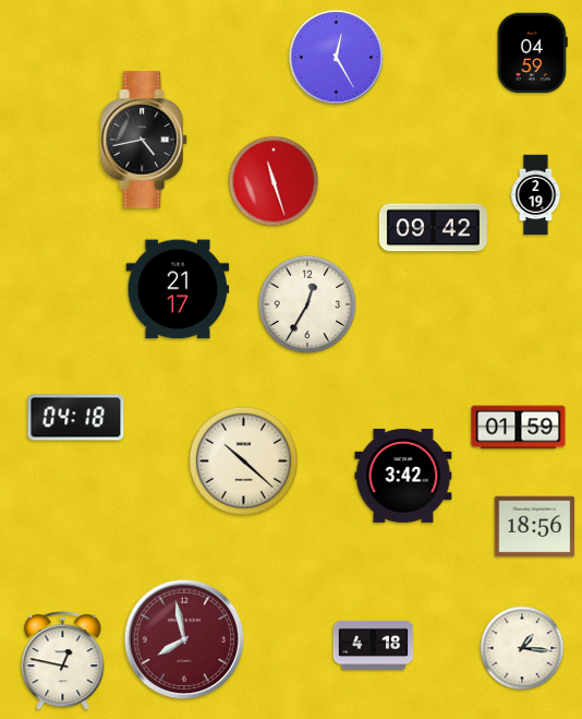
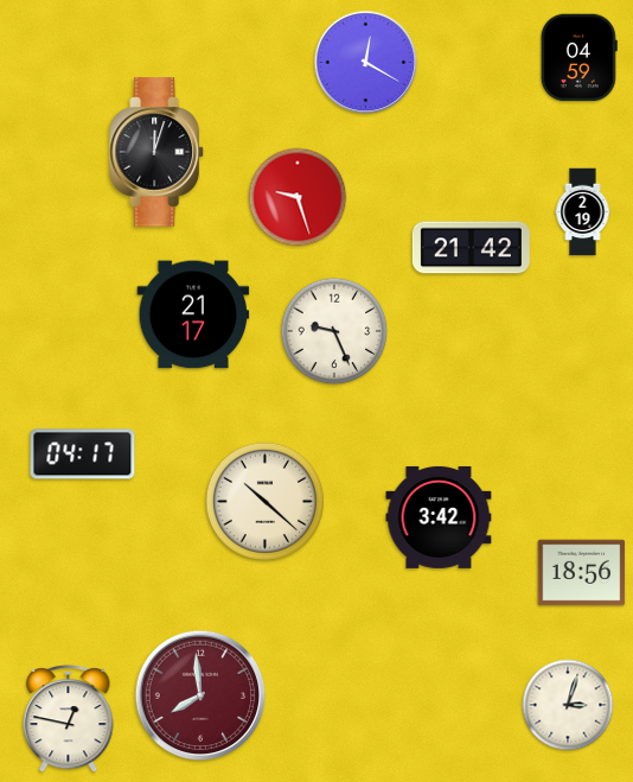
clock at (337, 58): 12:25 -> 12:20
clock at (144, 140): 4:43 -> 12:03
clock at (274, 181): 11:27 -> 9:27
clock at (433, 228): 09:42 -> 21:42
clock at (307, 304): 12:35 -> 9:26
clock at (76, 418): 04:18 -> 04:17
clock at (519, 428): 01:59 -> none
clock at (184, 639): 7:58 -> 7:59
clock at (374, 645): 4:18 -> none
clock at (522, 648): 1:16 -> 3:03
